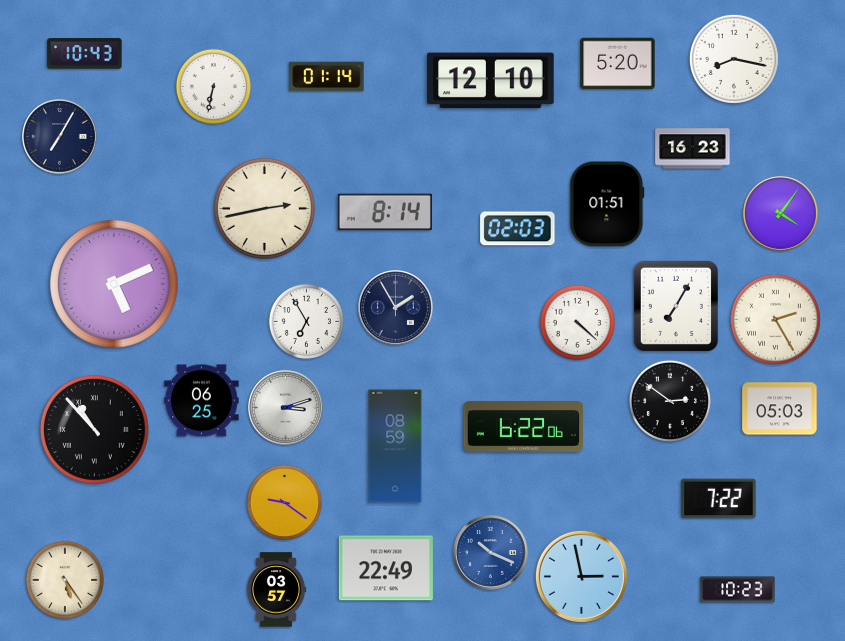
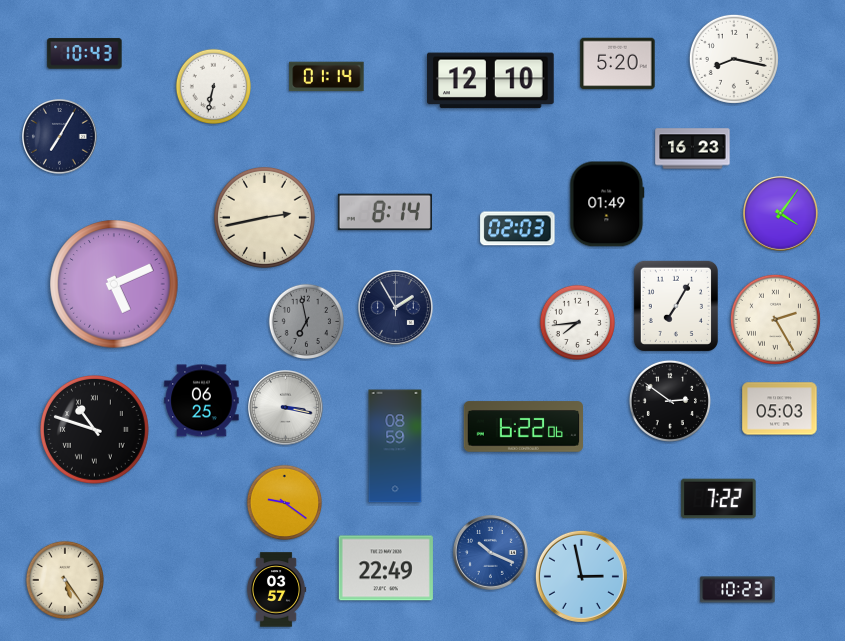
clock at (607, 204): 01:51 -> 01:49
clock at (264, 208) position: (264, 208) -> (264, 217)
clock at (306, 321): 6:55 -> 6:58
clock at (306, 321) dial: white -> grey
clock at (577, 322): 4:22 -> 7:44
clock at (286, 408): 3:12 -> 3:17
clock at (95, 430): 10:53 -> 10:48
